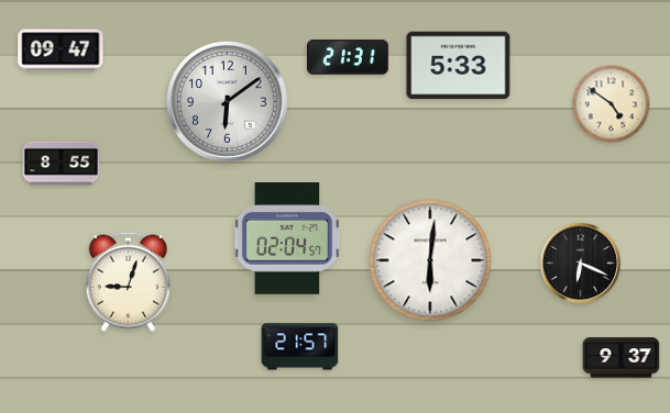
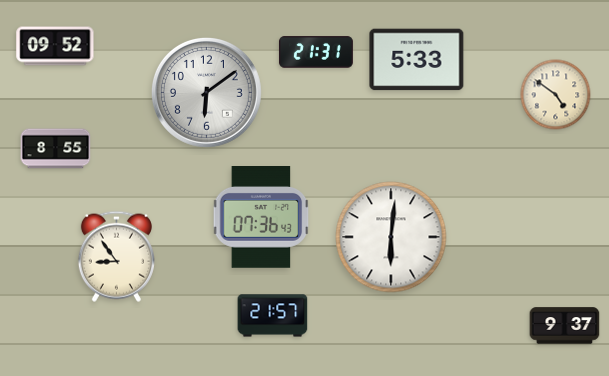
clock at (61, 51): 09:47 -> 09:52
clock at (287, 238): 02:04 -> 07:36
clock at (581, 264): 6:19 -> none
clock at (128, 281): 9:03 -> 8:54
